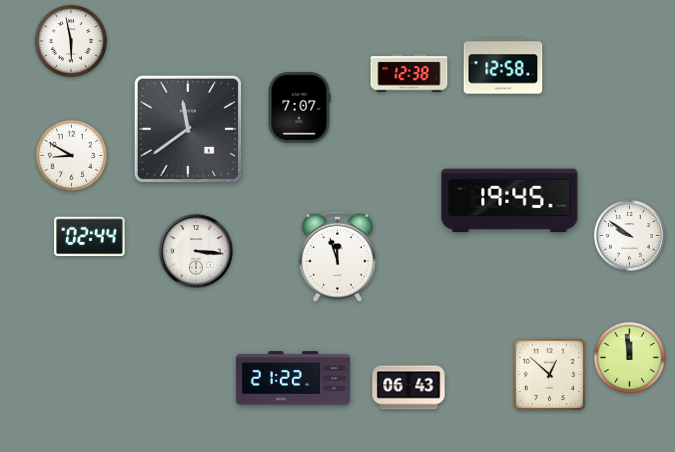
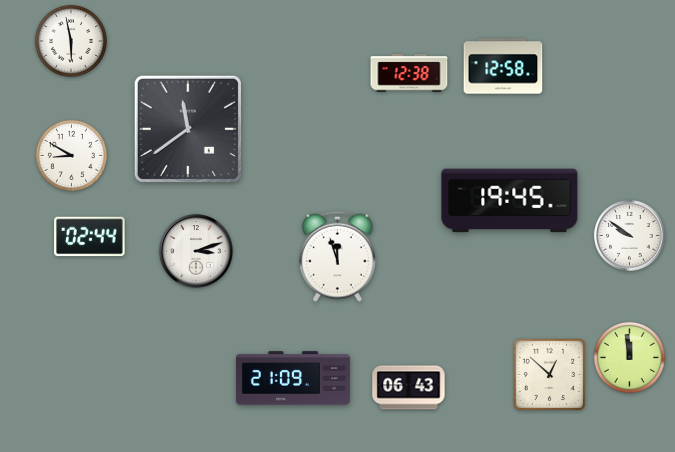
clock at (299, 108): 7:07 -> none
clock at (196, 251): 3:16 -> 3:12
clock at (293, 378): 21:22 -> 21:09
